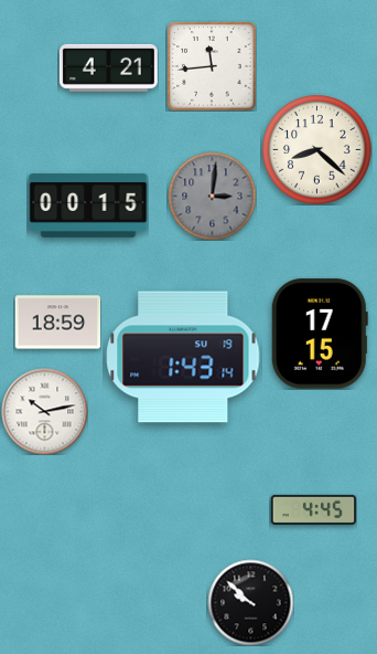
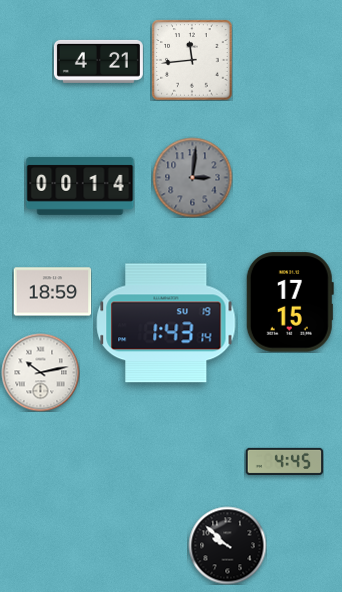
clock at (317, 150): 8:22 -> none
clock at (88, 205): 00:15 -> 00:14
